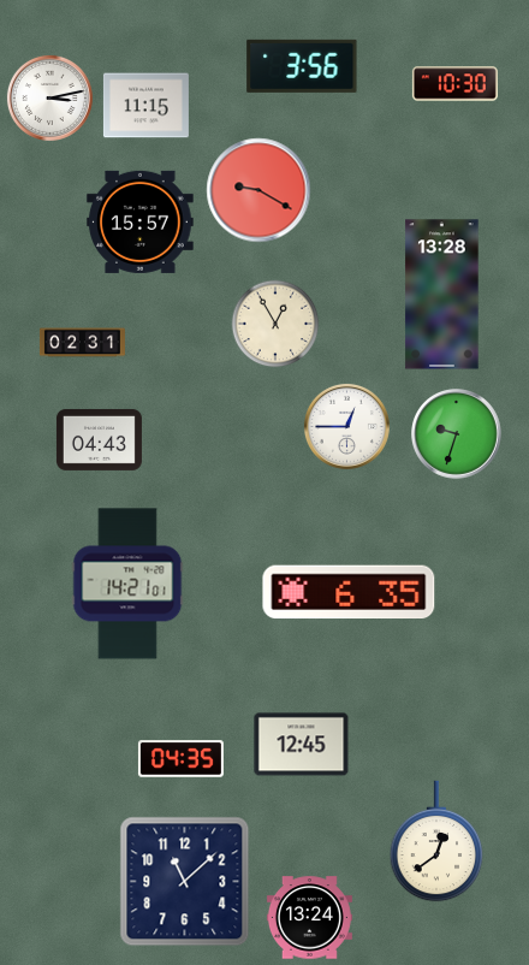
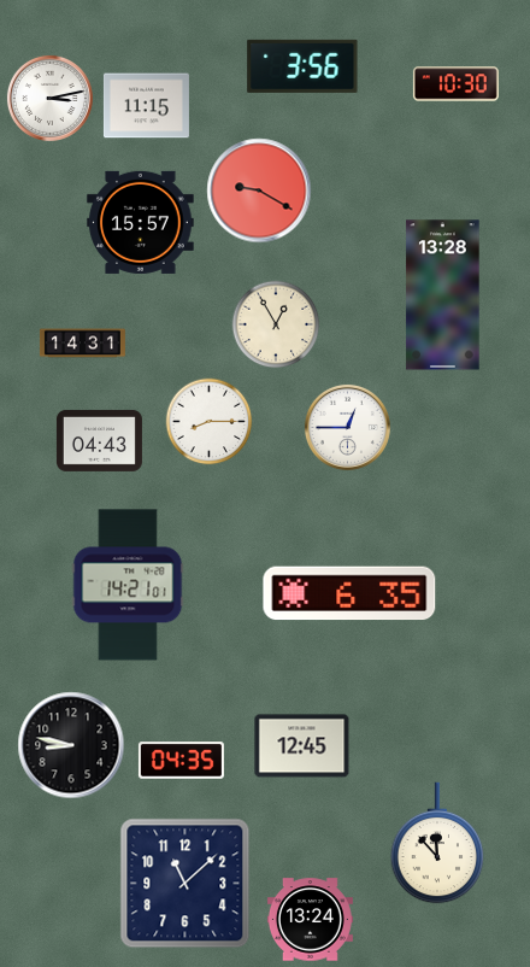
clock at (82, 343): 02:31 -> 14:31
clock at (210, 422): none -> 8:15
clock at (457, 434): 9:33 -> none
clock at (71, 745): none -> 8:47
clock at (436, 841): 12:39 -> 11:53
